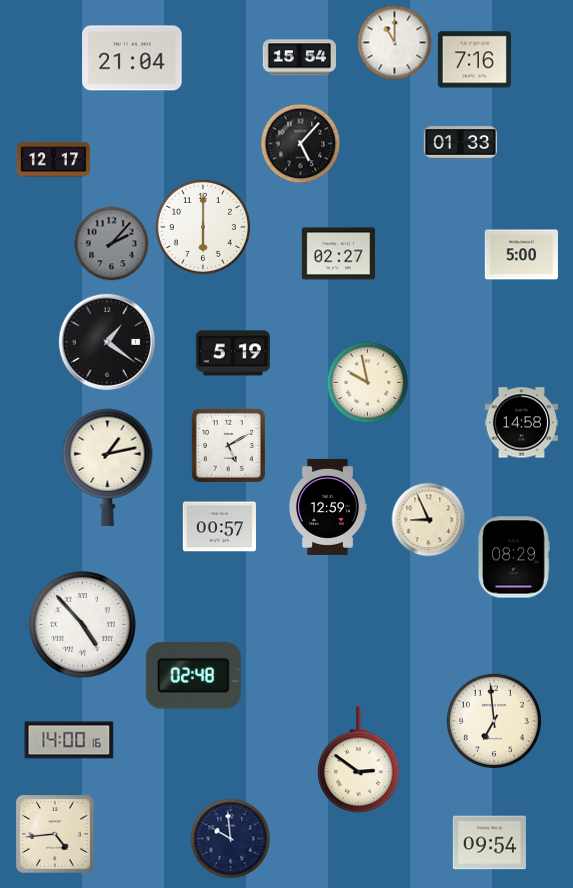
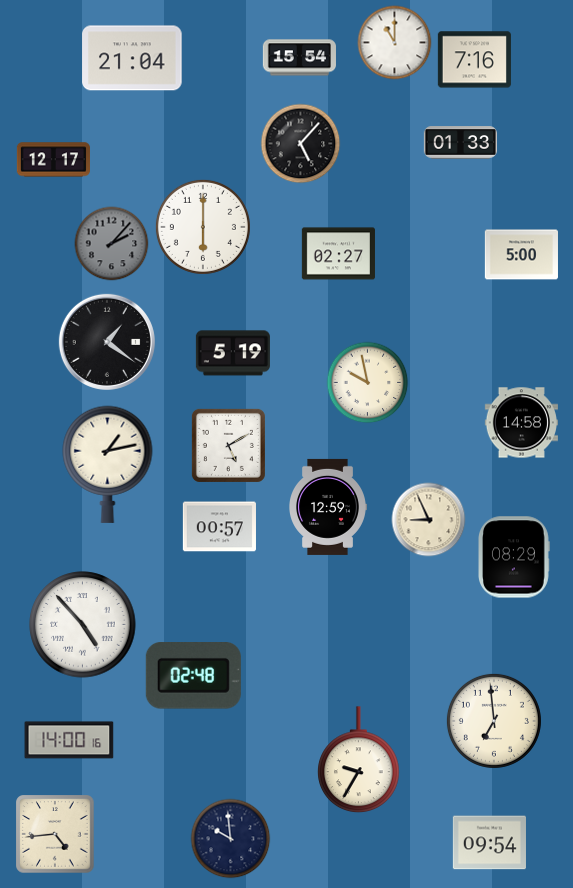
clock at (108, 467) position: (108, 467) -> (108, 464)
clock at (359, 760): 2:51 -> 9:35
